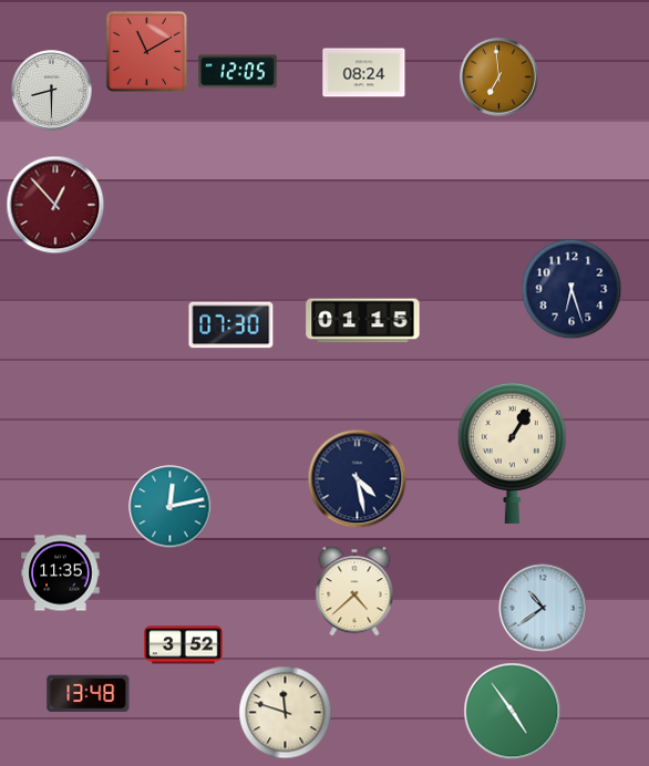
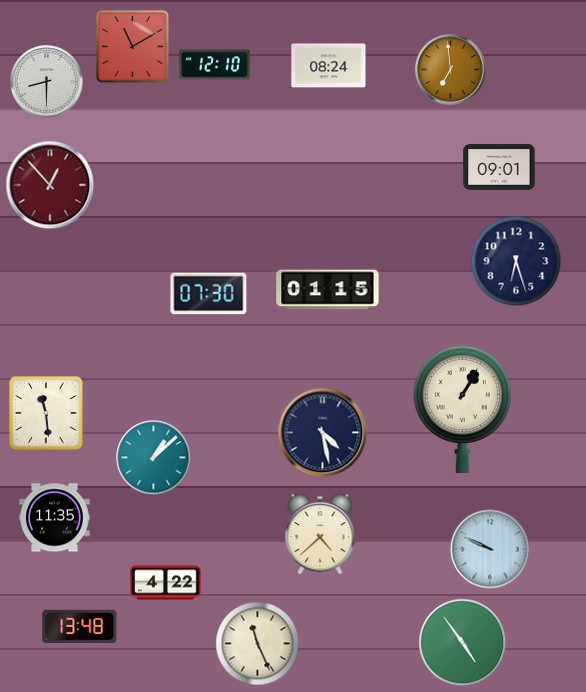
clock at (238, 72): 12:05 -> 12:10
clock at (499, 167): none -> 09:01
clock at (47, 414): none -> 11:29
clock at (171, 507): 12:13 -> 1:08
clock at (543, 608): 10:39 -> 9:49
clock at (184, 645): 3:52 -> 4:22
clock at (286, 713): 11:48 -> 11:26
